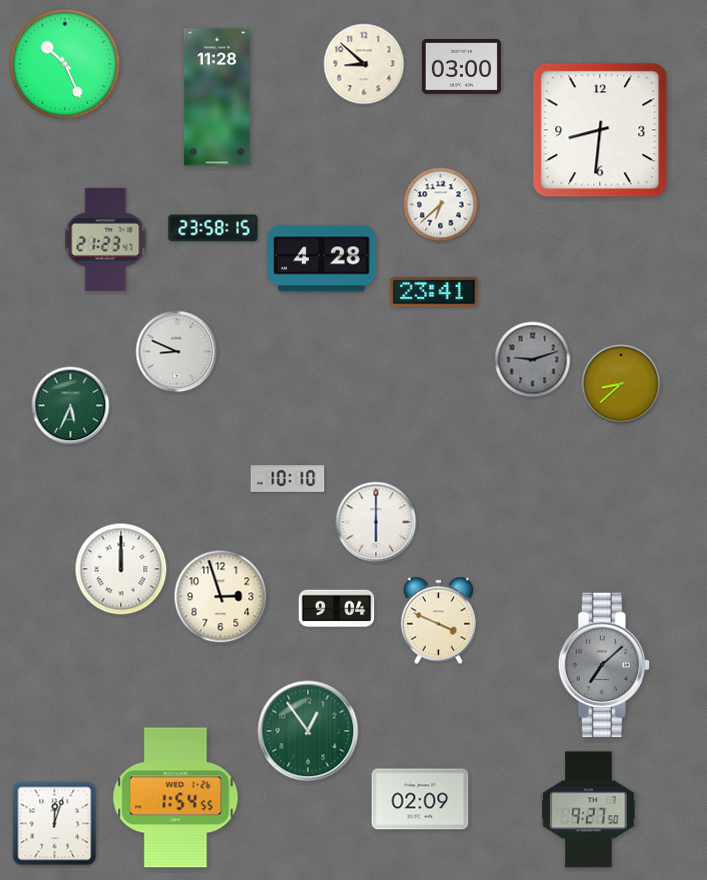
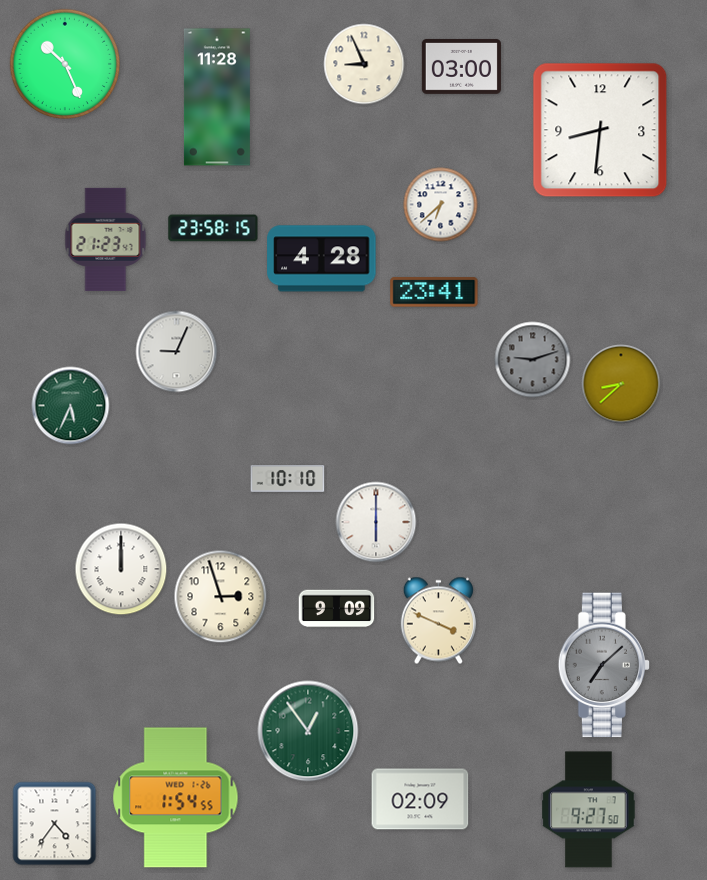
clock at (364, 64): 8:52 -> 8:56
clock at (177, 352): 8:49 -> 9:04
clock at (337, 609): 9:04 -> 9:09
clock at (55, 824): 12:03 -> 4:36
